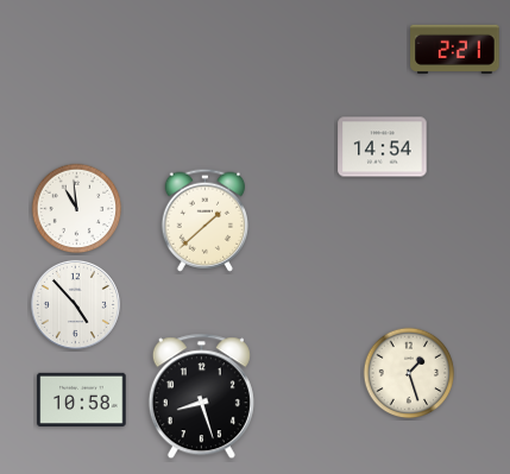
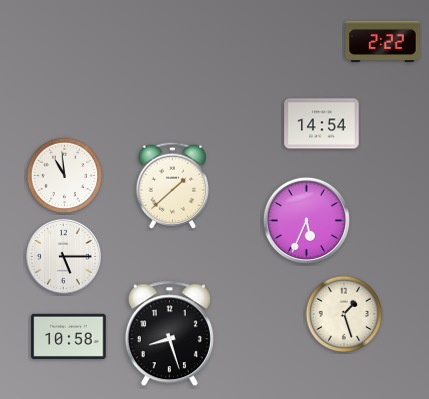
clock at (455, 49): 2:21 -> 2:22
clock at (306, 220): none -> 5:34
clock at (75, 304): 4:53 -> 5:15
